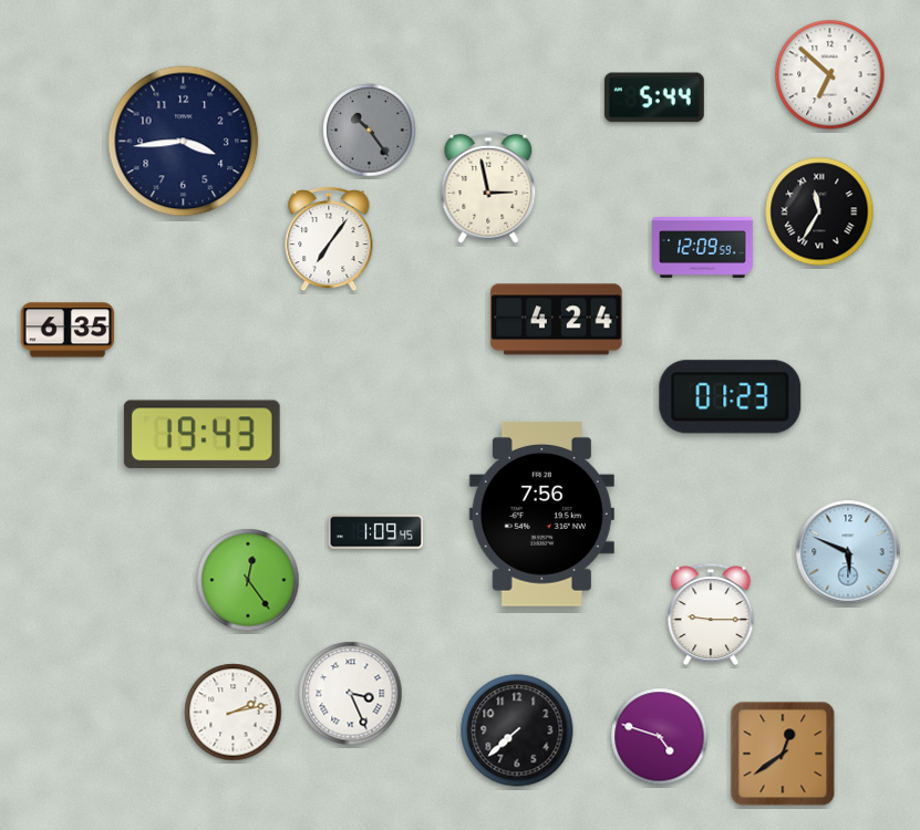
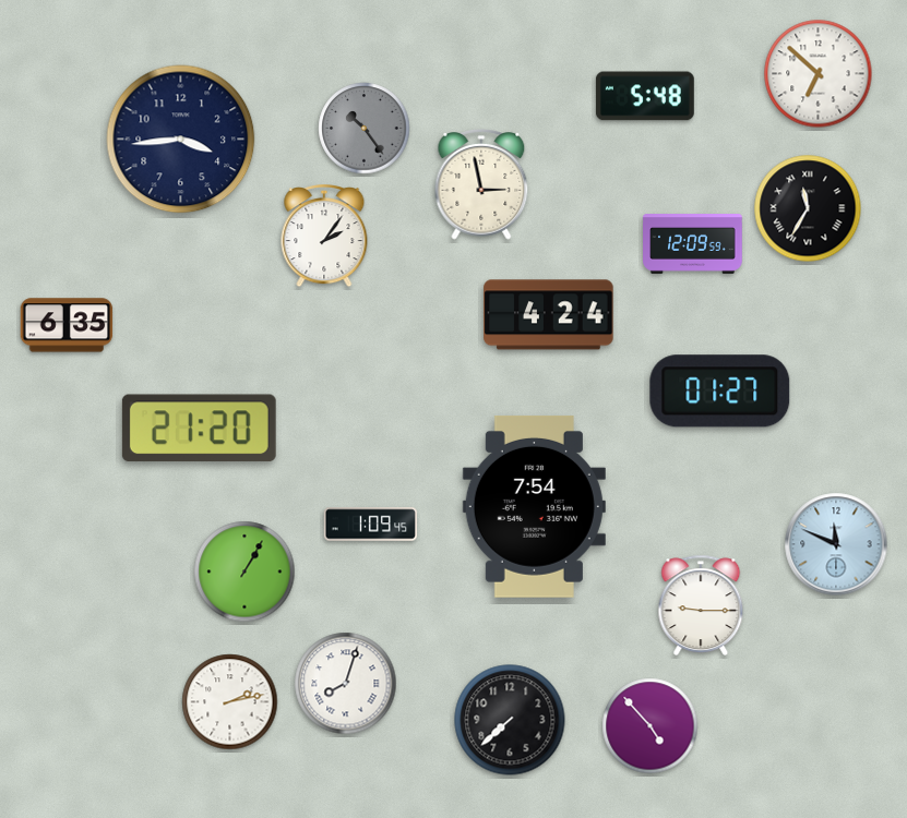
clock at (654, 97): 5:44 -> 5:48
clock at (329, 240): 7:06 -> 2:06
clock at (731, 397): 01:23 -> 01:27
clock at (201, 435): 19:43 -> 21:20
clock at (541, 513): 7:56 -> 7:54
clock at (848, 552): 5:49 -> 11:49
clock at (248, 580): 12:24 -> 1:05
clock at (351, 694): 3:26 -> 8:03
clock at (660, 737): 4:48 -> 4:53
clock at (783, 754): 12:39 -> none
